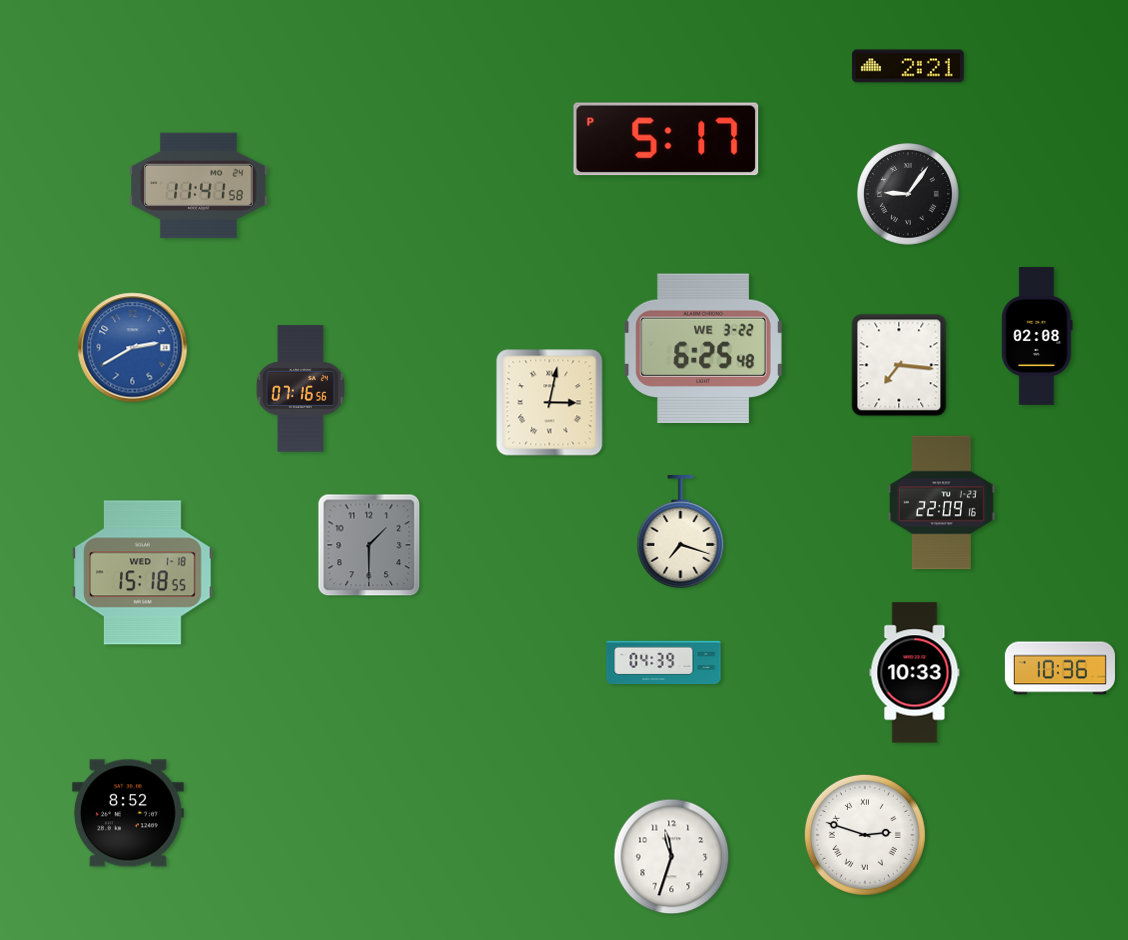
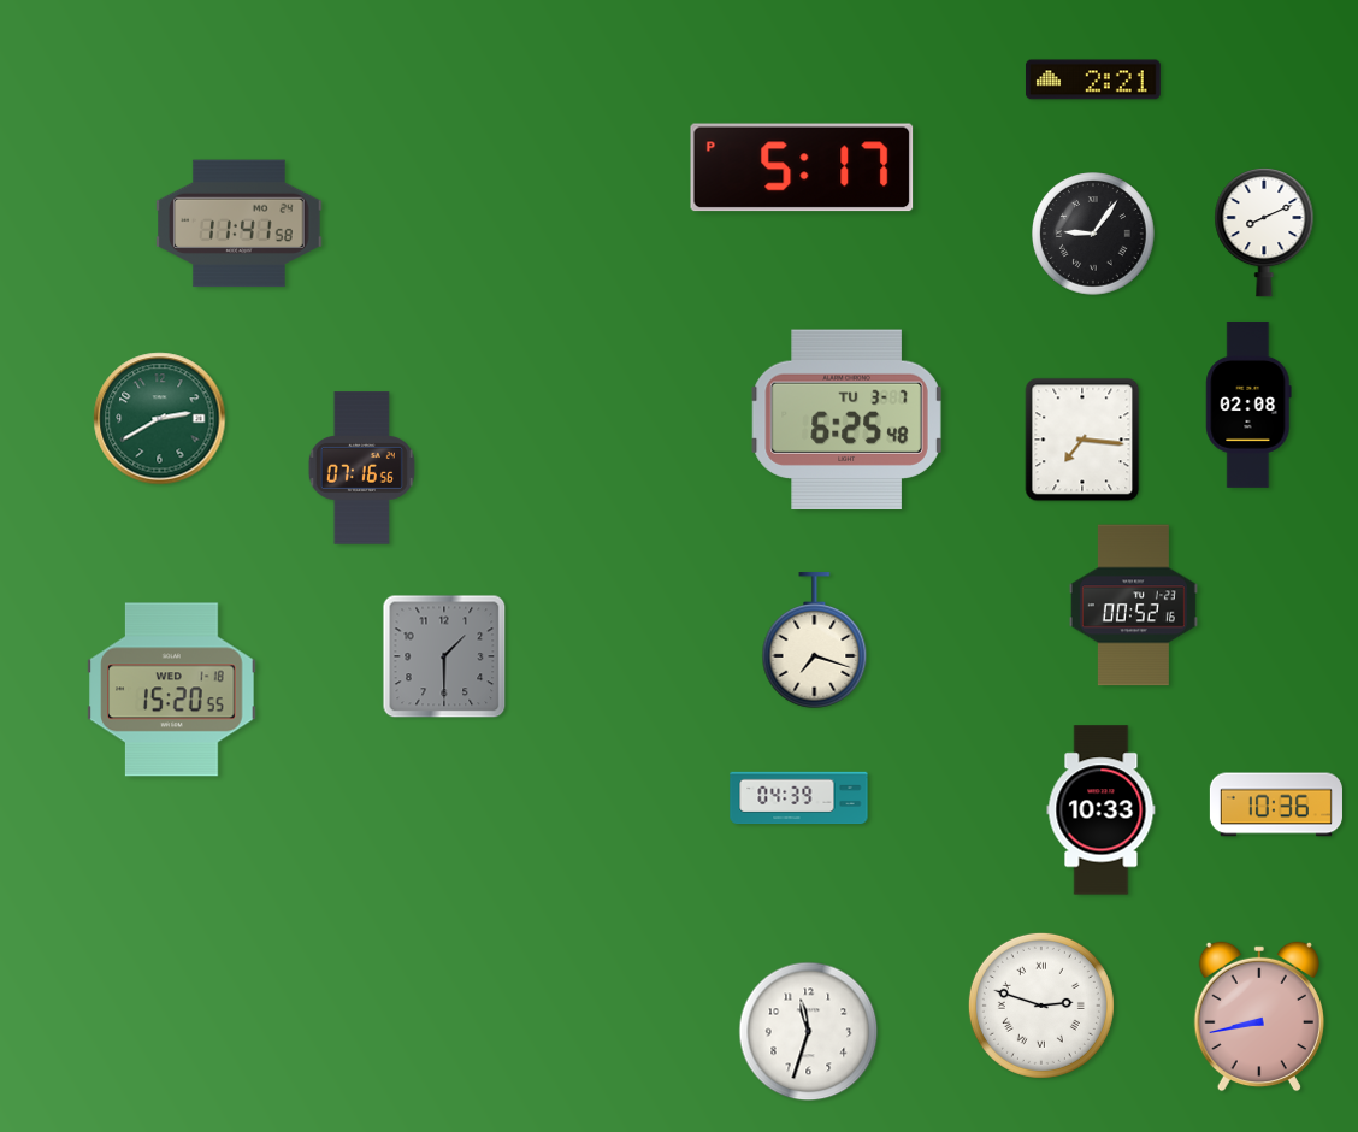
clock at (1264, 232): none -> 8:11
clock at (133, 348) dial: blue -> green
clock at (704, 349) date: WE 3-22 -> TU 3-7
clock at (550, 403): 3:02 -> none
clock at (941, 503): 22:09 -> 00:52
clock at (681, 532) position: (681, 532) -> (815, 641)
clock at (143, 573): 15:18 -> 15:20
clock at (128, 813): 8:52 -> none
clock at (1259, 1016): none -> 8:43
